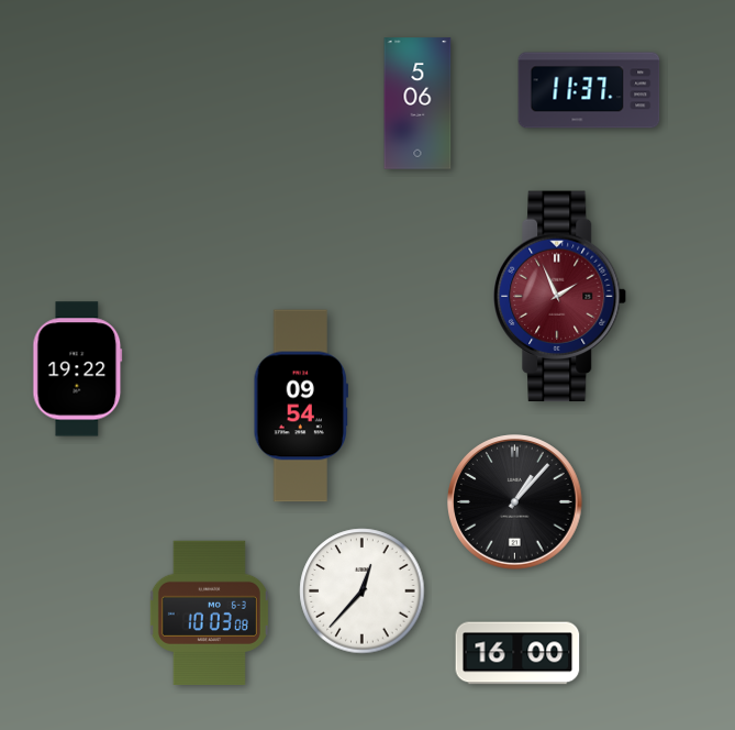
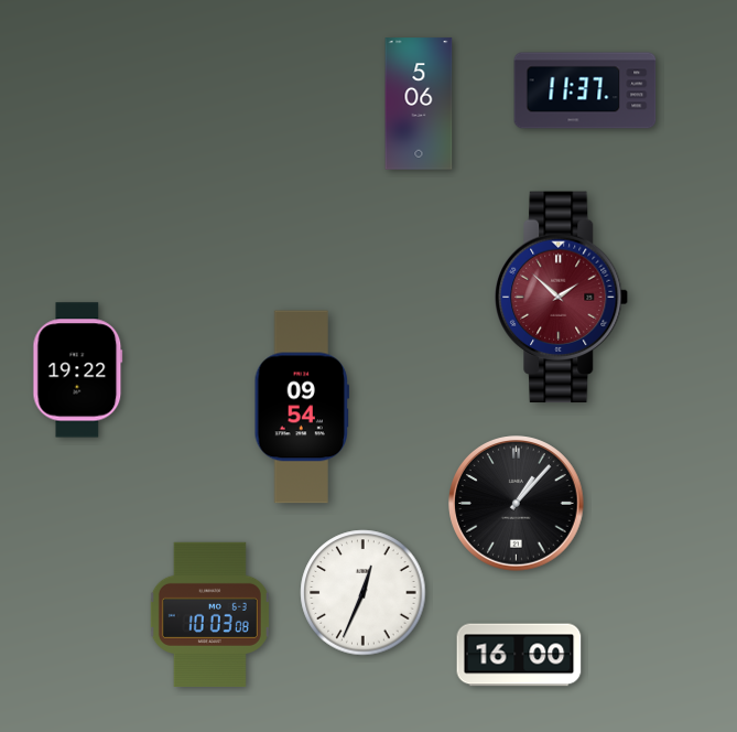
clock at (589, 90) position: (589, 90) -> (585, 90)
clock at (560, 297): 1:56 -> 1:52
clock at (363, 591): 12:37 -> 12:34
